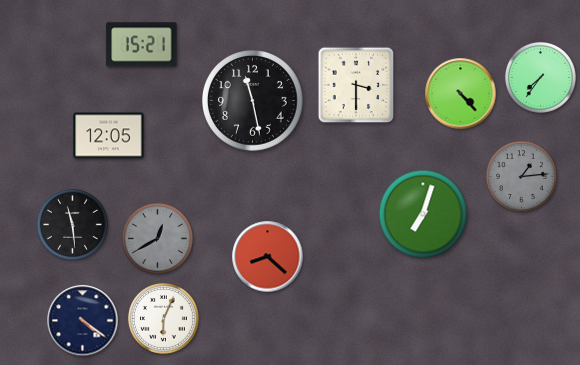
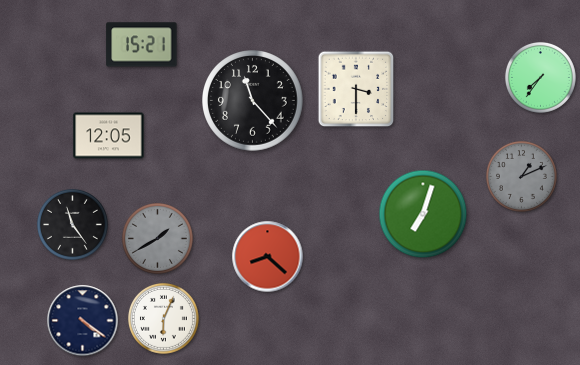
clock at (356, 85) position: (356, 85) -> (356, 89)
clock at (461, 94): 4:23 -> none
clock at (253, 101): 11:28 -> 11:23
clock at (521, 176): 1:14 -> 1:11
clock at (72, 224): 11:29 -> 11:24
clock at (157, 238): 12:40 -> 1:40
